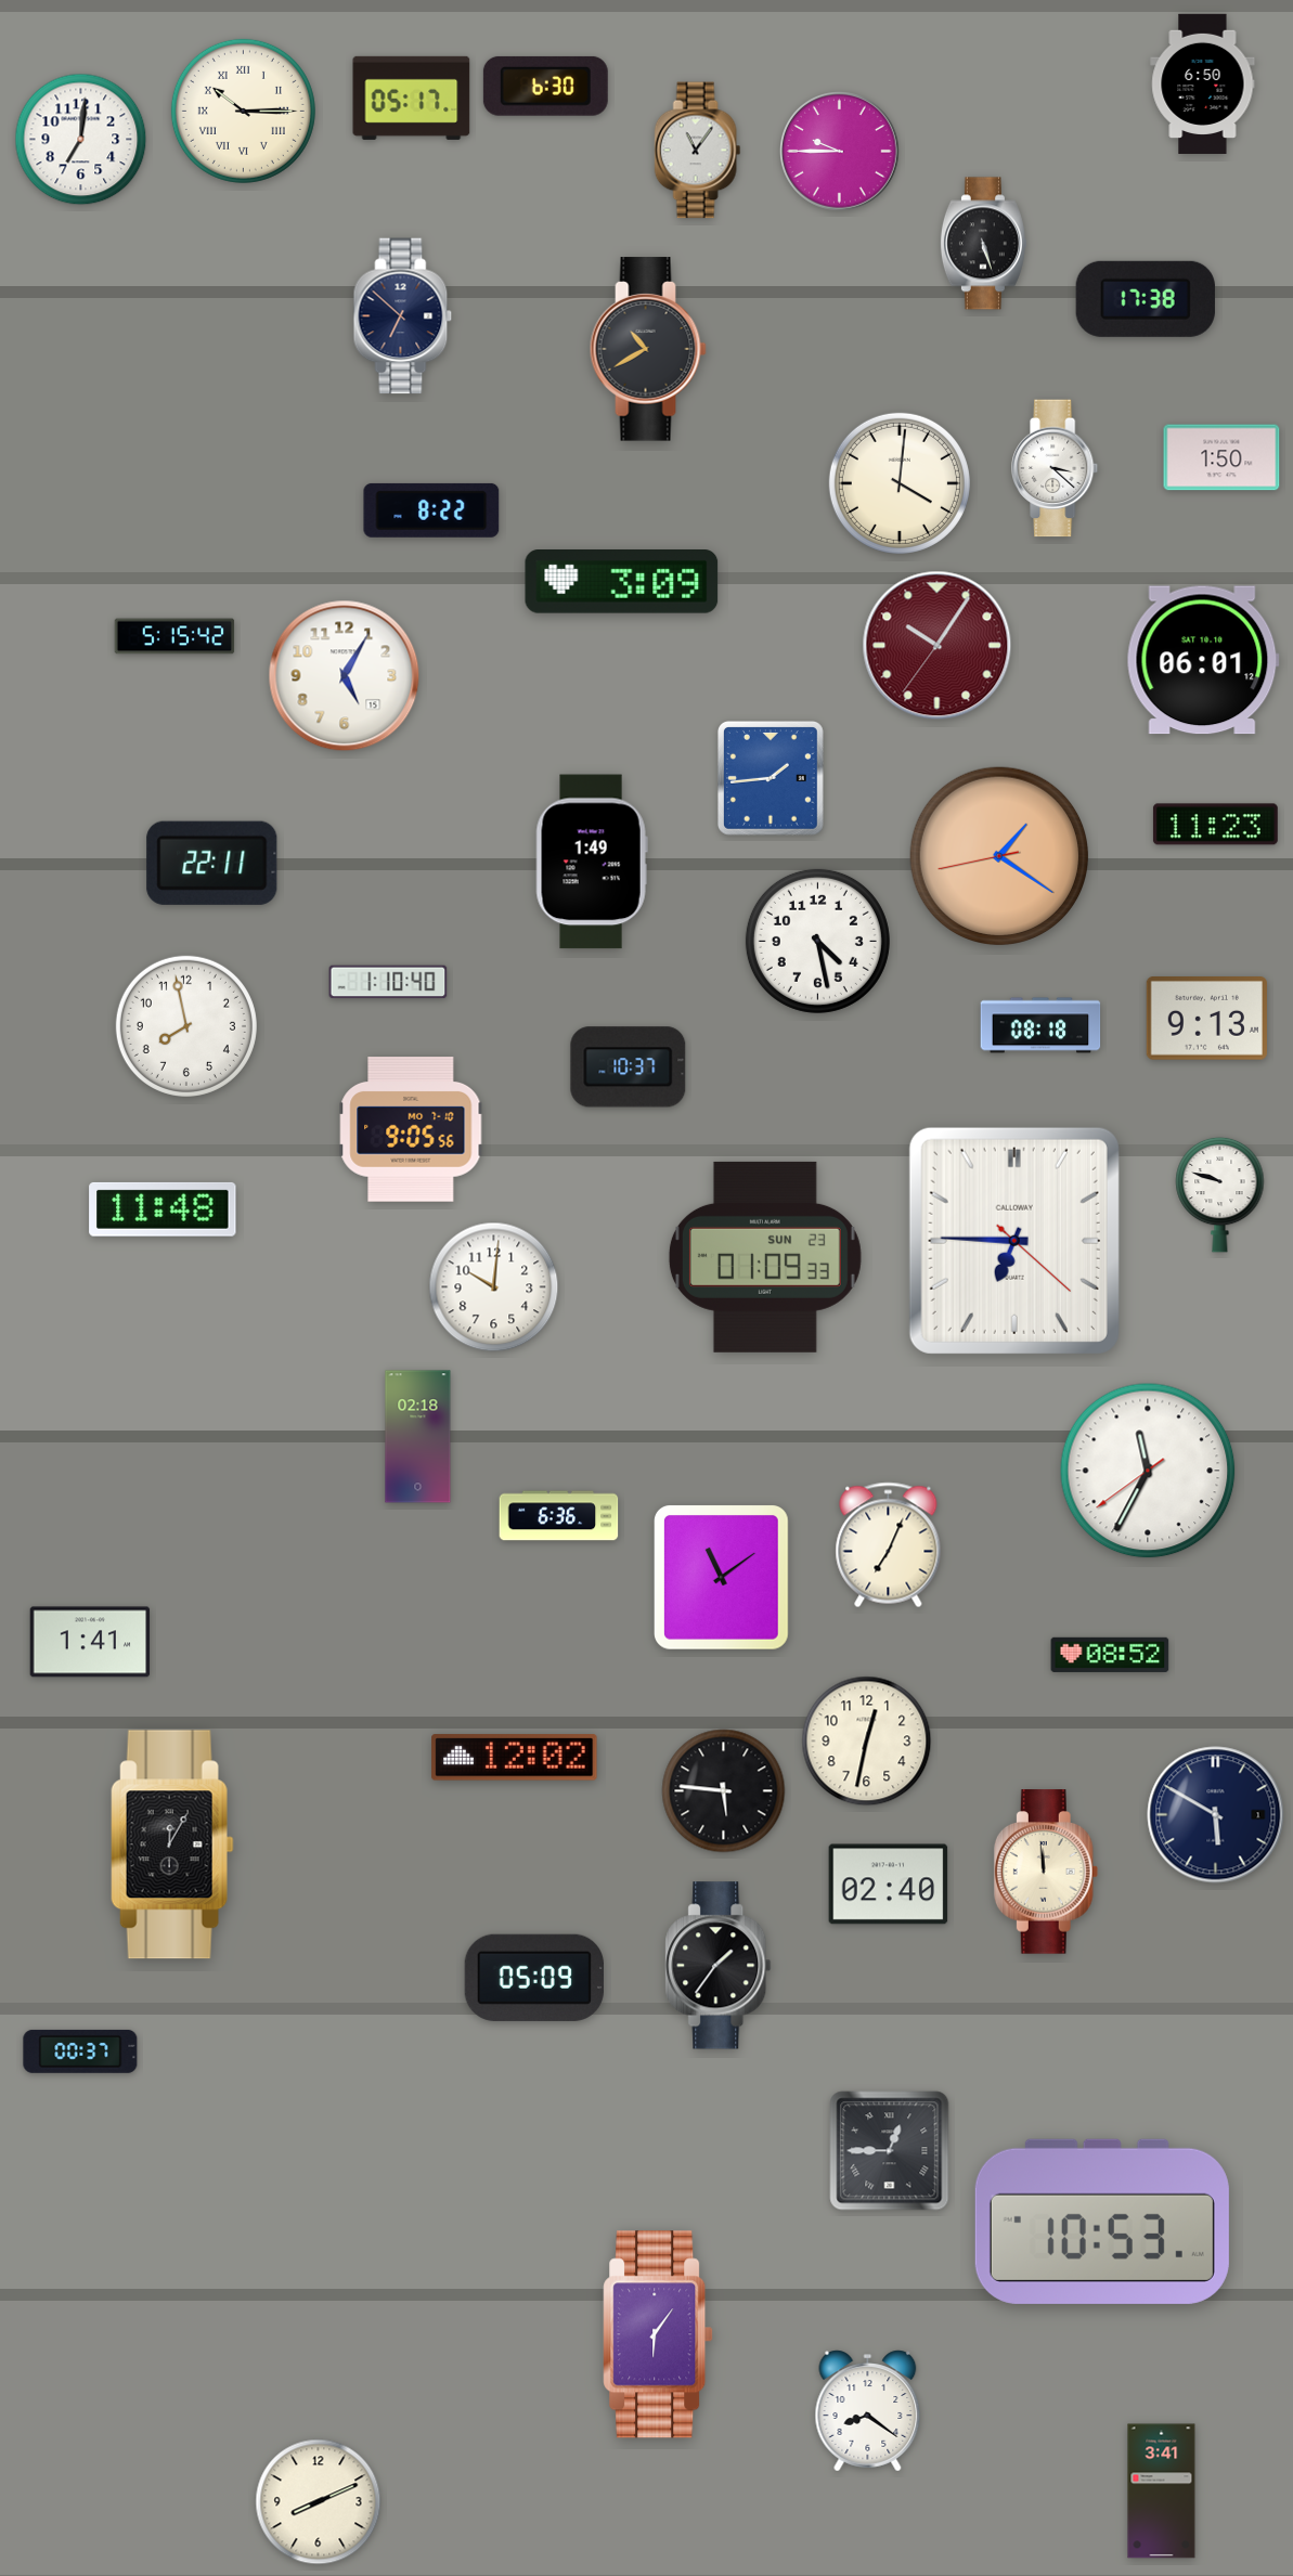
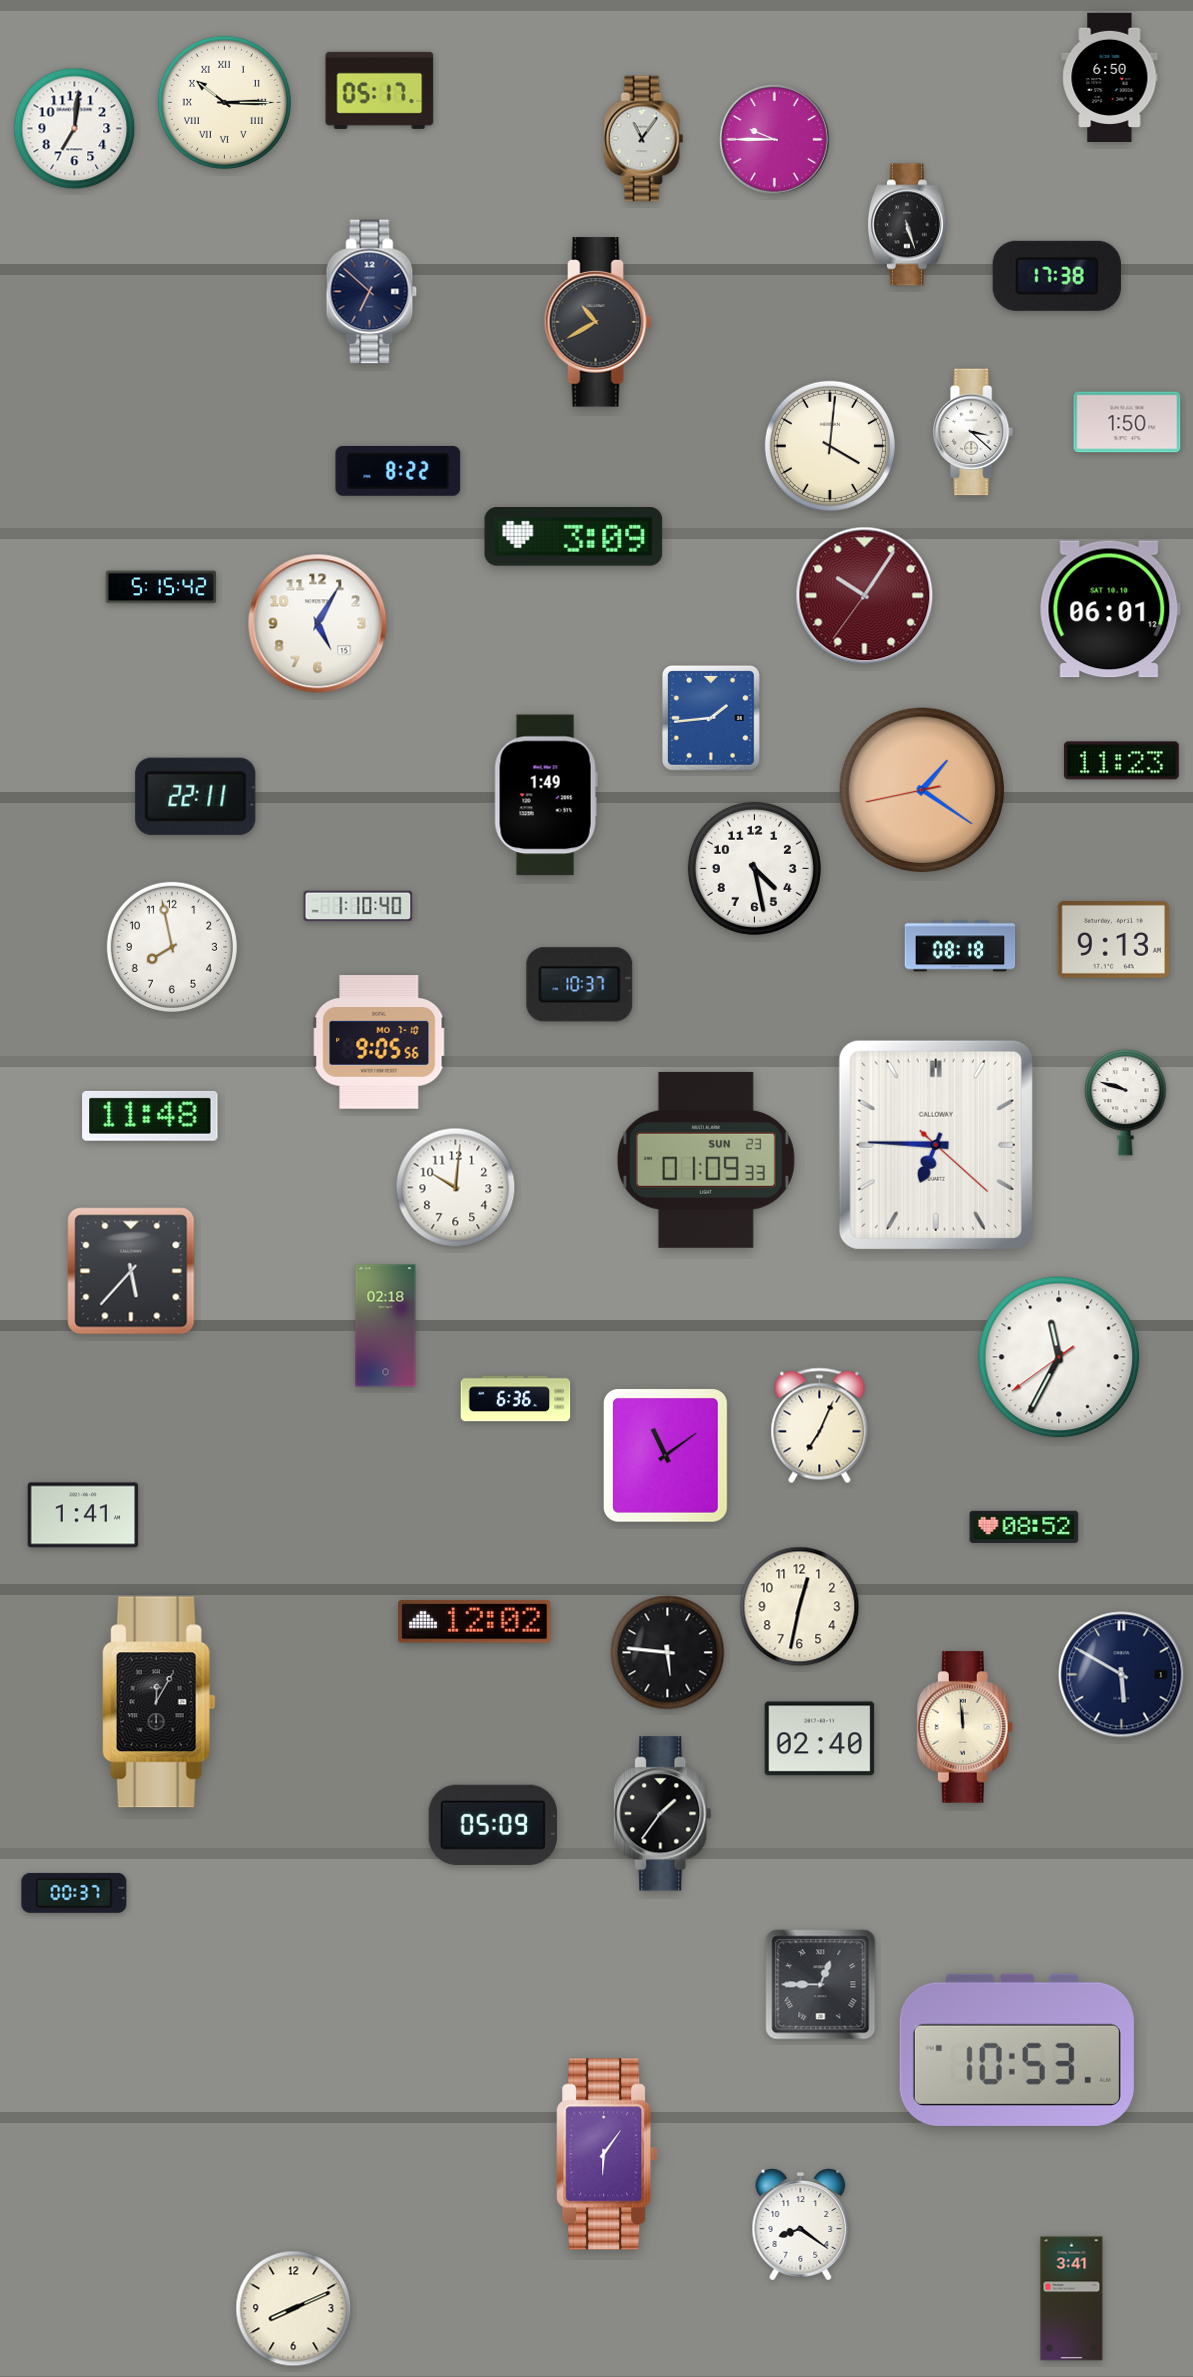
clock at (545, 86): 6:30 -> none
clock at (131, 1271): none -> 5:37
